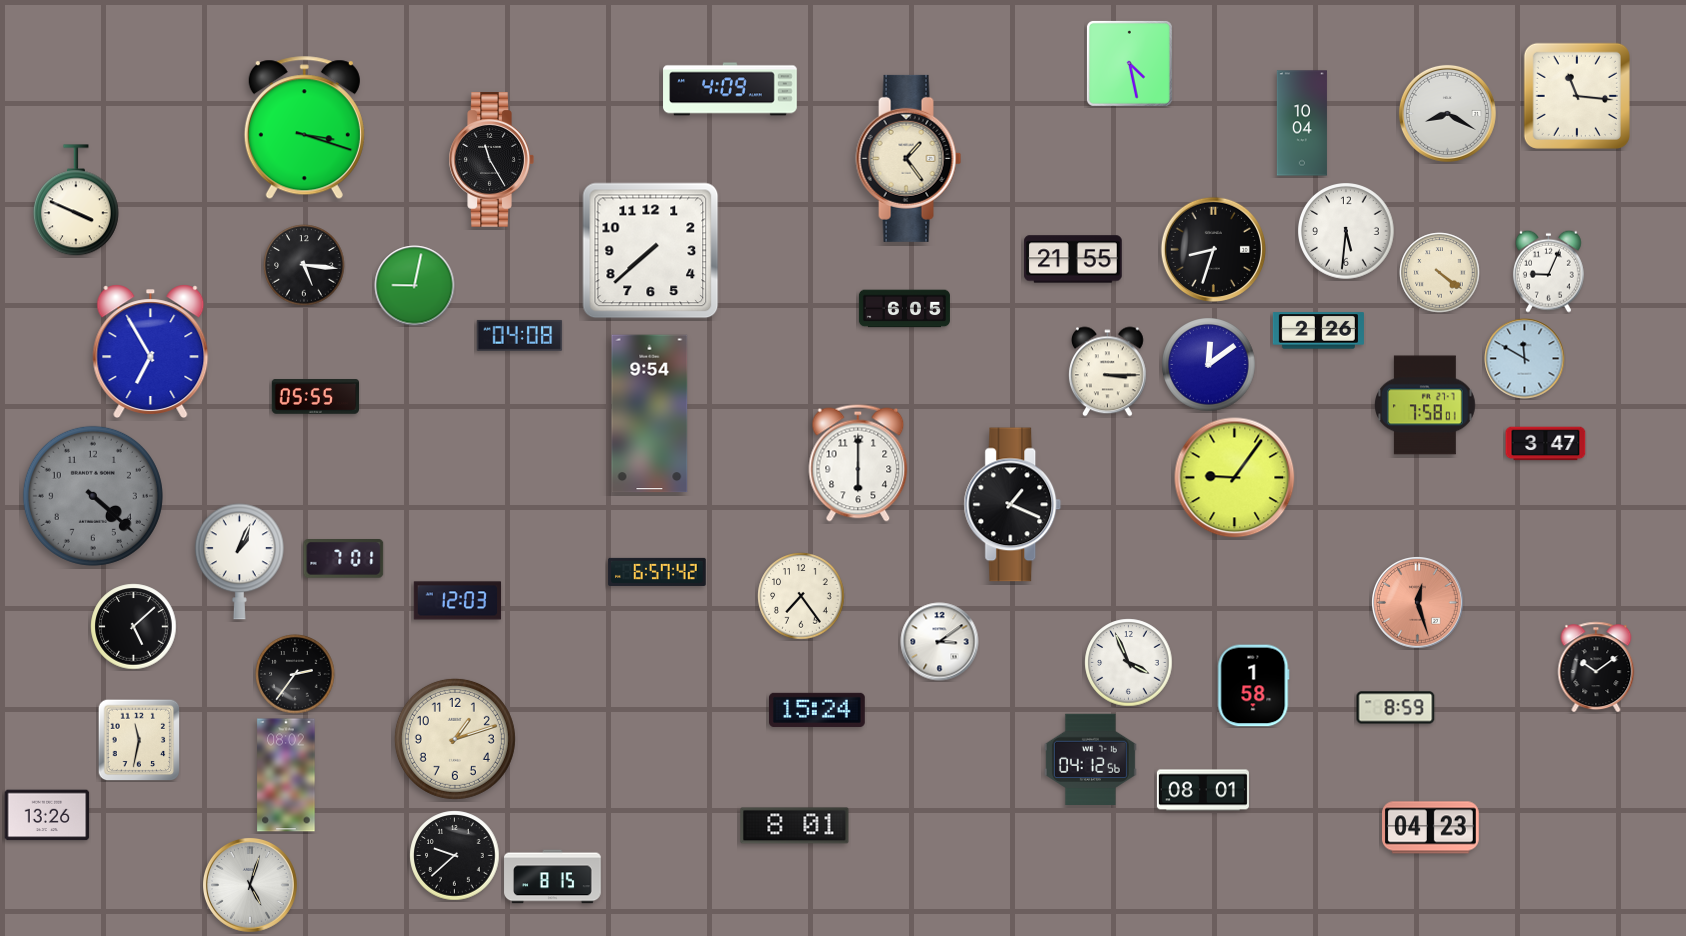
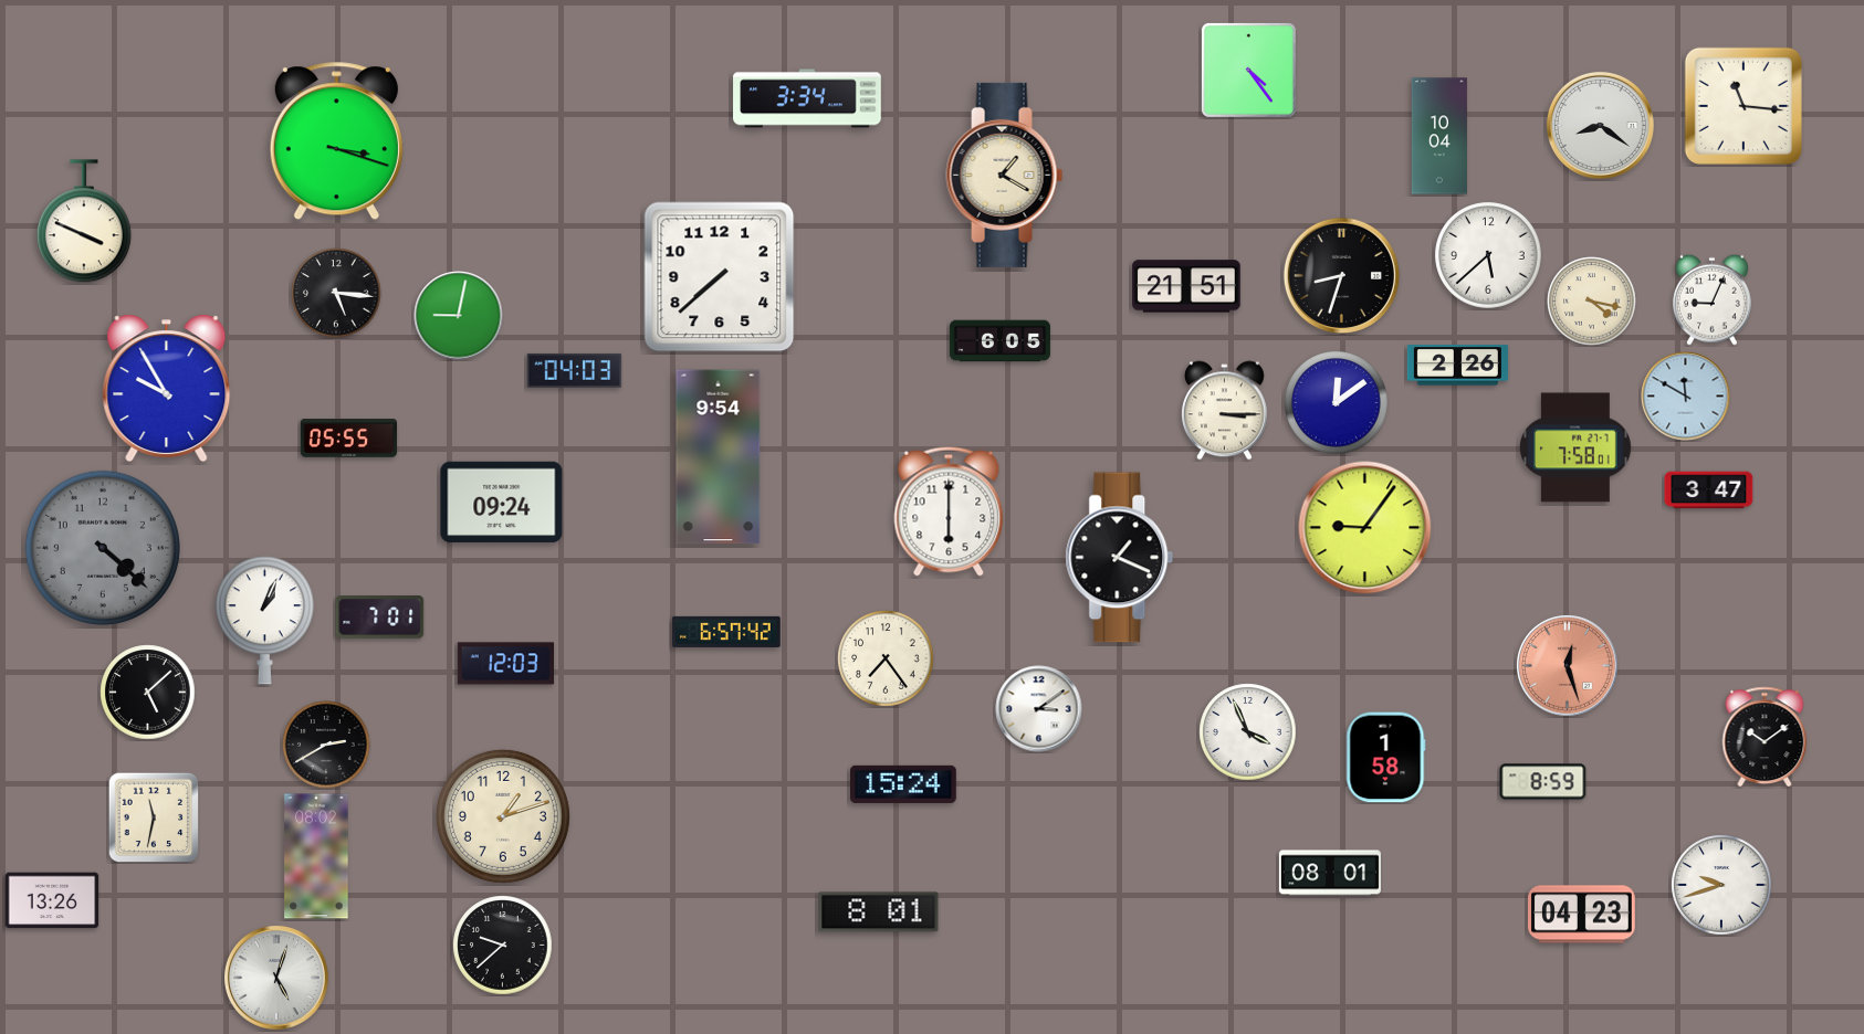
clock at (1129, 63): 4:28 -> 4:24
clock at (730, 89): 4:09 -> 3:34
clock at (1447, 113): 8:20 -> 8:21
clock at (909, 158): 1:24 -> 1:20
clock at (491, 160): 11:25 -> none
clock at (1346, 231): 5:31 -> 5:38
clock at (1073, 259): 21:55 -> 21:51
clock at (1440, 273): 4:21 -> 4:17
clock at (520, 335): 04:08 -> 04:03
clock at (151, 351): 6:55 -> 9:55
clock at (502, 502): none -> 09:24
clock at (295, 674): 2:36 -> 2:40
clock at (1090, 760): 04:12 -> none
clock at (1721, 885): none -> 9:42
clock at (553, 877): 8:15 -> none
